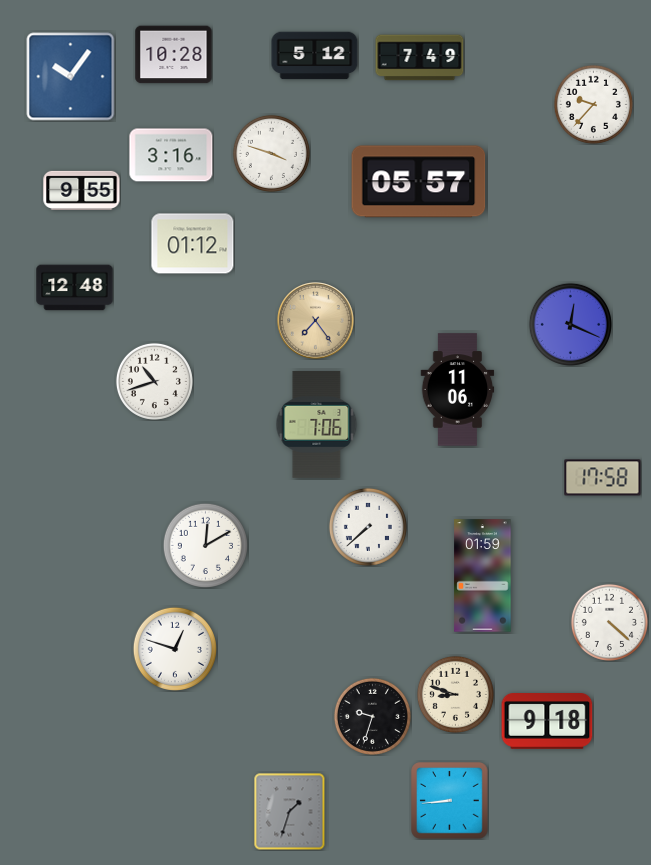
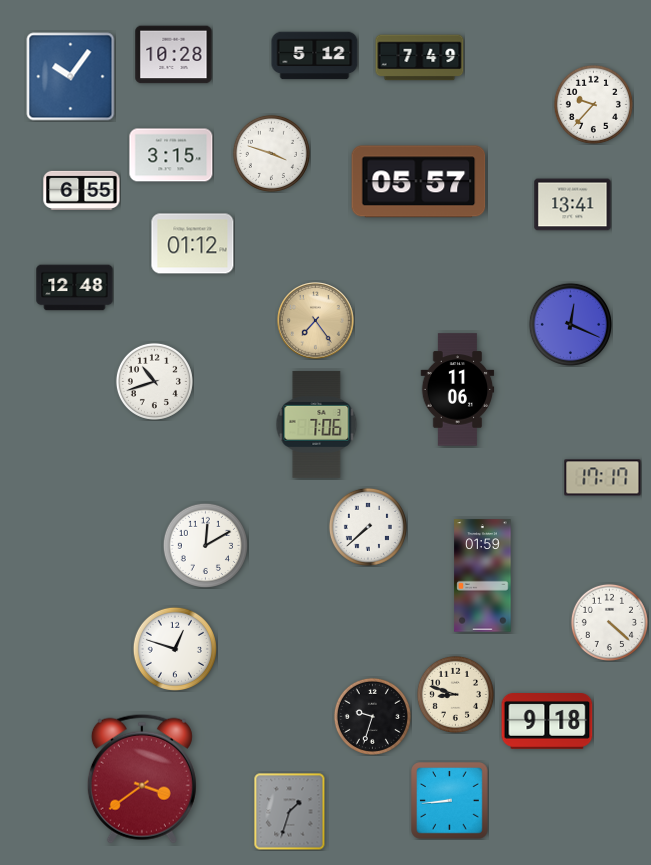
clock at (171, 155): 3:16 -> 3:15
clock at (82, 190): 9:55 -> 6:55
clock at (573, 205): none -> 13:41
clock at (603, 478): 17:58 -> 17:17
clock at (142, 779): none -> 3:39
